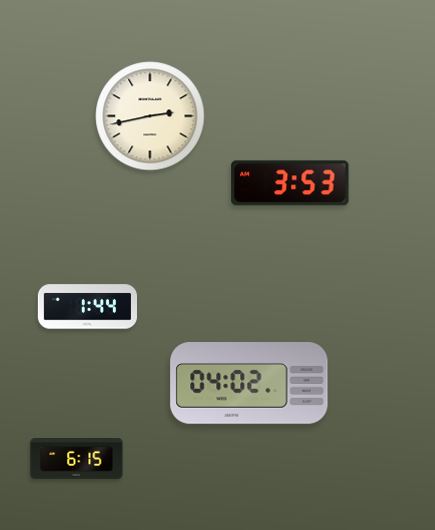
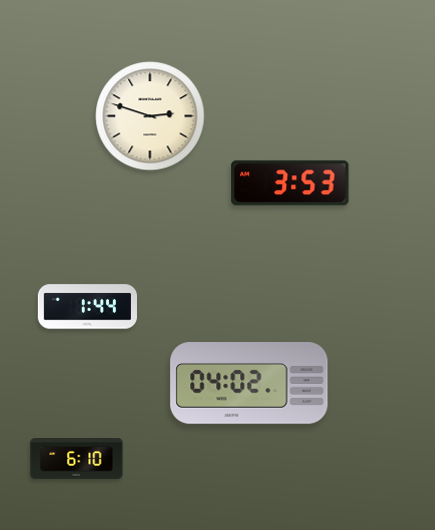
clock at (150, 116): 2:43 -> 2:48
clock at (77, 459): 6:15 -> 6:10
